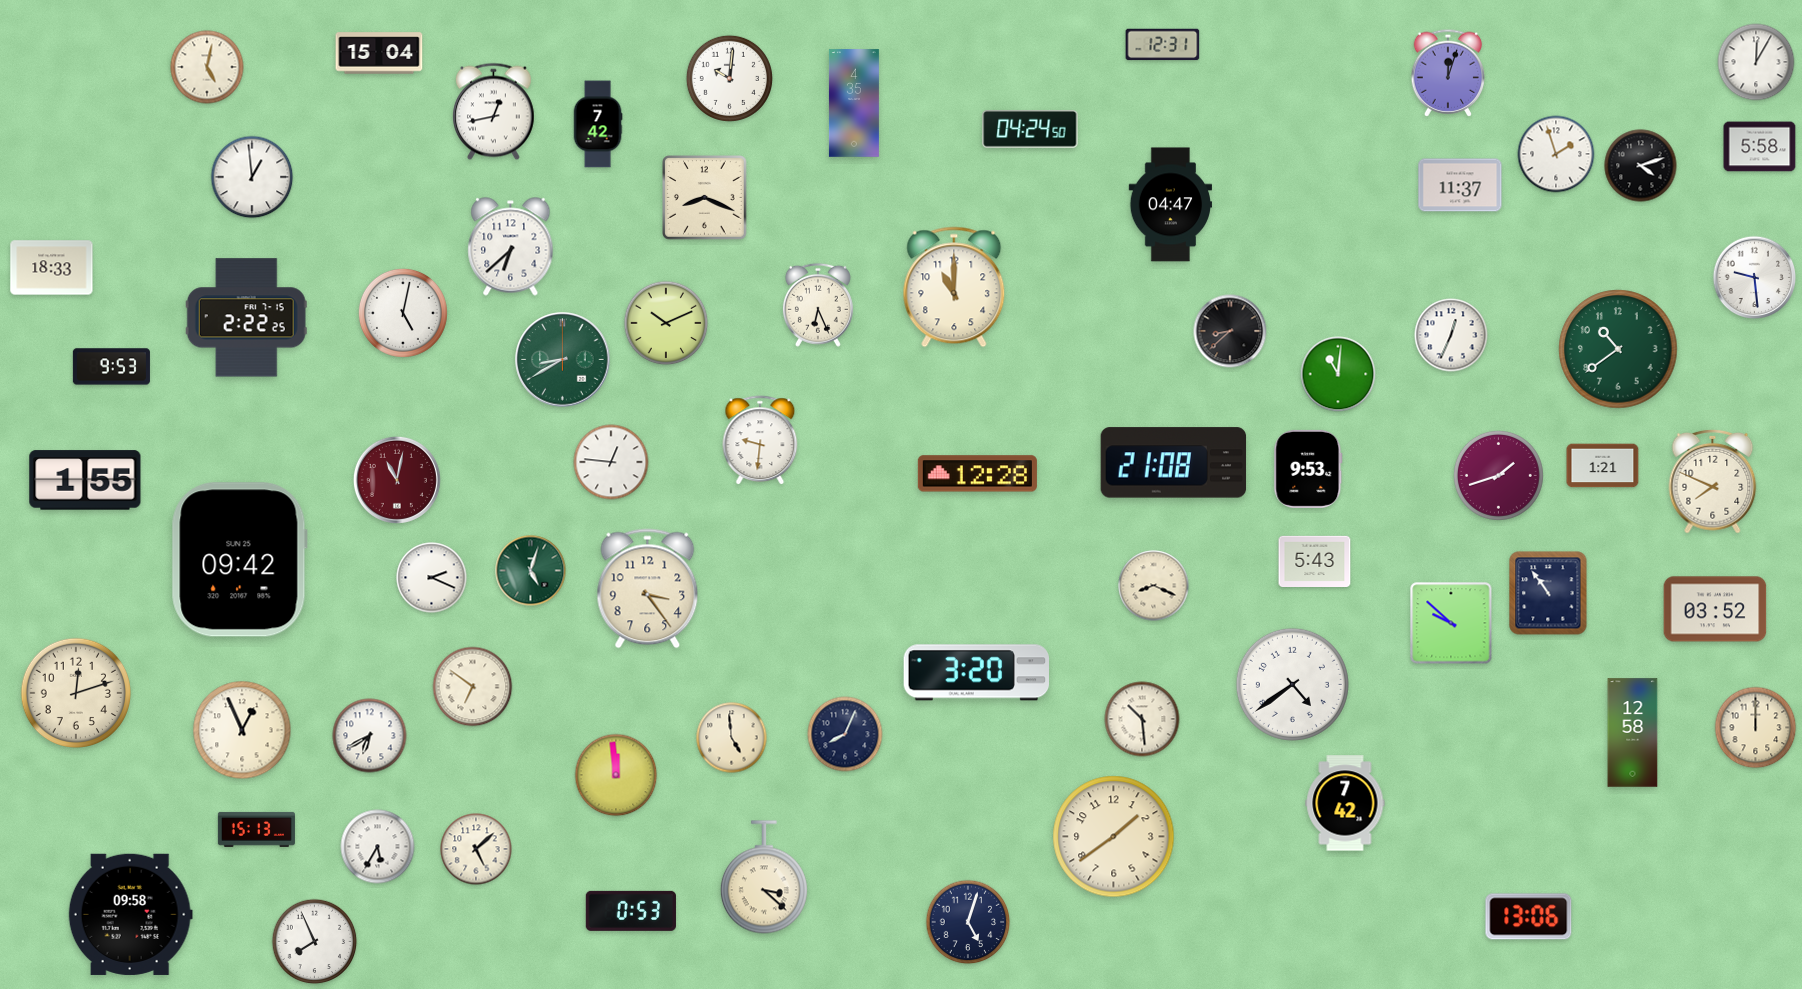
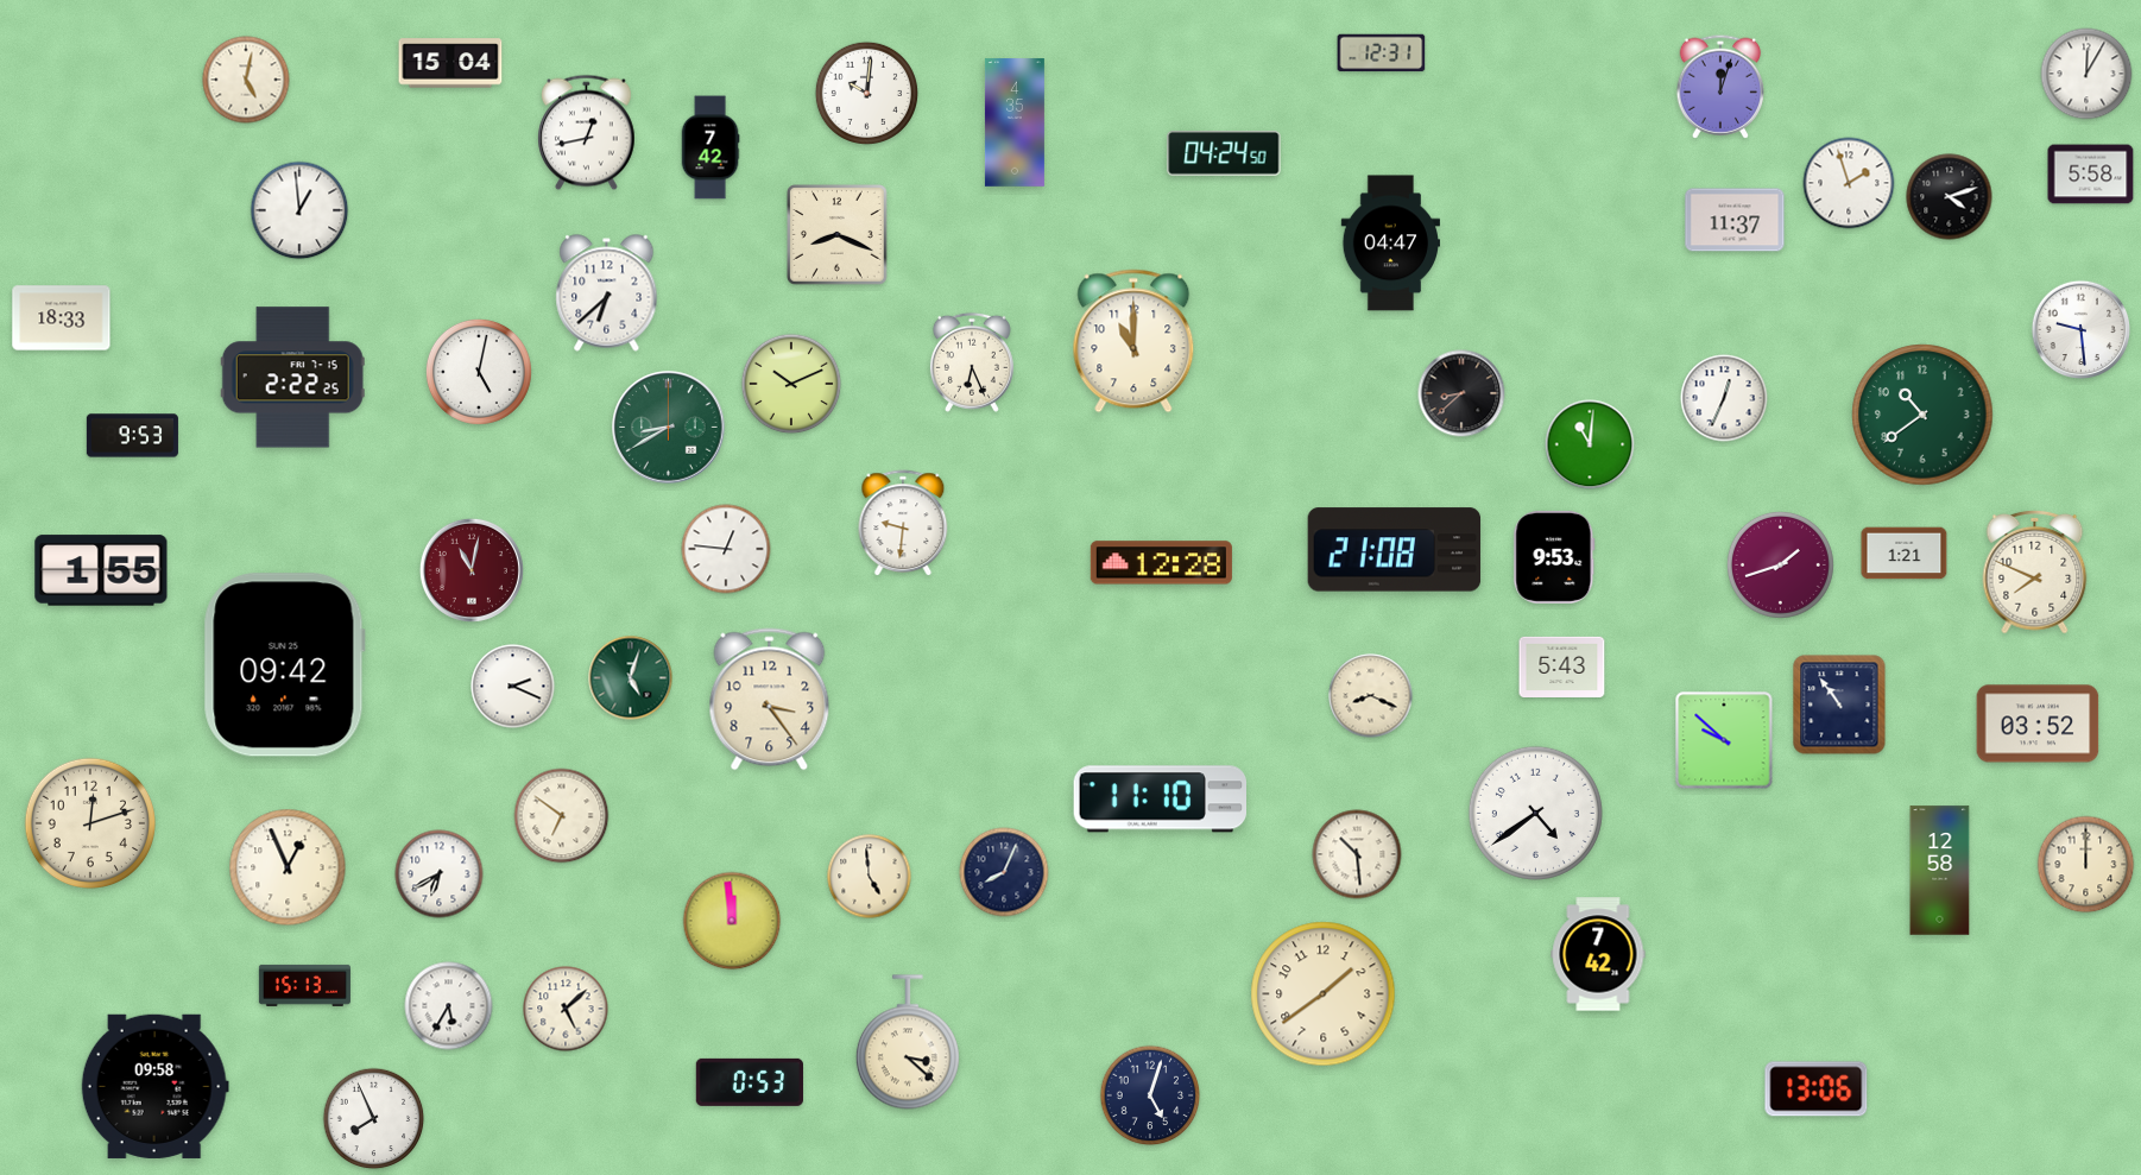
clock at (1755, 278) position: (1755, 278) -> (2082, 330)
clock at (976, 673): 3:20 -> 11:10
